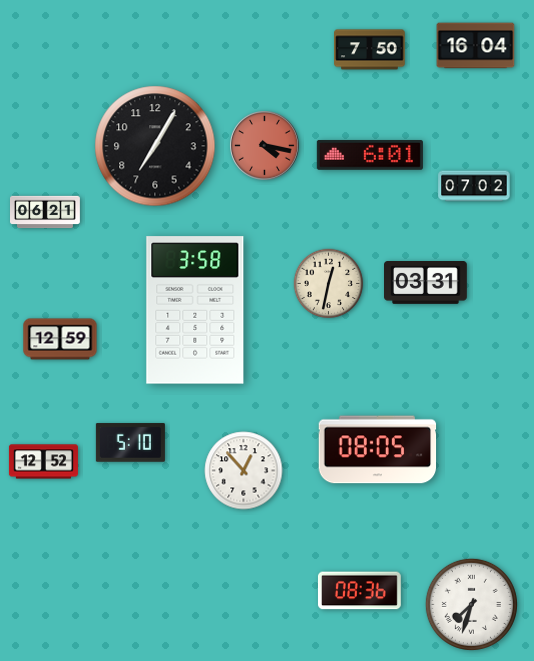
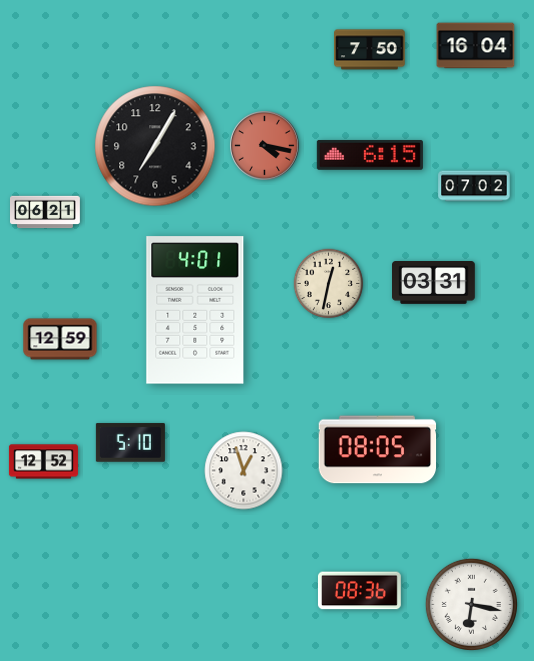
clock at (370, 155): 6:01 -> 6:15
clock at (426, 283) position: (426, 283) -> (434, 283)
clock at (195, 310): 3:58 -> 4:01
clock at (244, 471): 12:53 -> 12:57
clock at (471, 604): 7:33 -> 6:17
